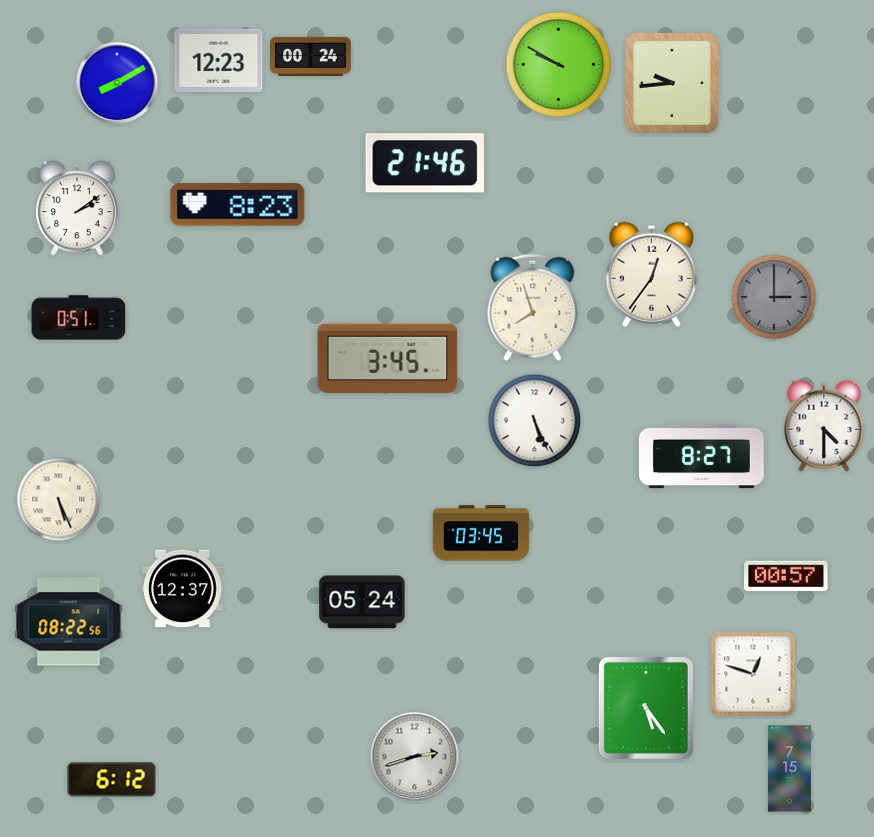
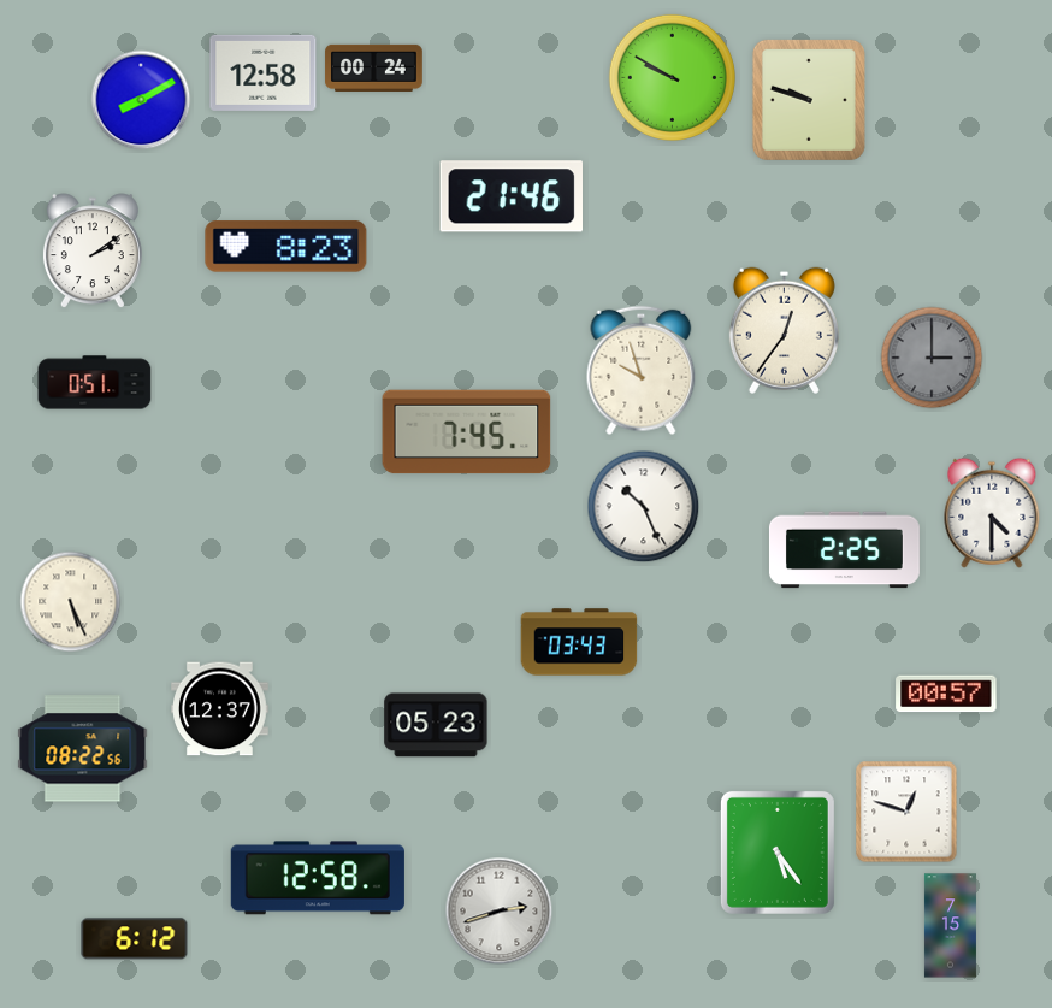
clock at (219, 60): 12:23 -> 12:58
clock at (672, 83): 9:44 -> 9:48
clock at (533, 308): 7:57 -> 9:57
clock at (388, 359): 3:45 -> 7:45
clock at (535, 421): 5:26 -> 10:26
clock at (701, 457): 8:27 -> 2:25
clock at (481, 533): 03:45 -> 03:43
clock at (362, 602): 05:24 -> 05:23
clock at (318, 878): none -> 12:58
